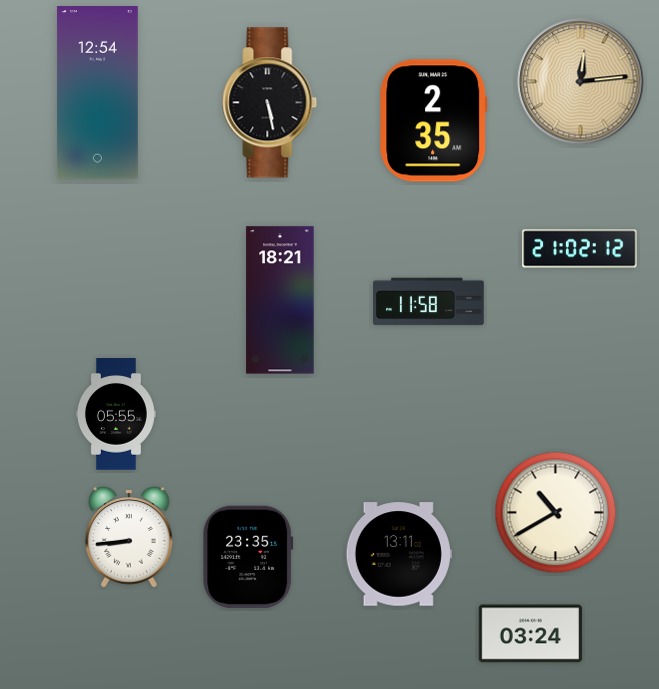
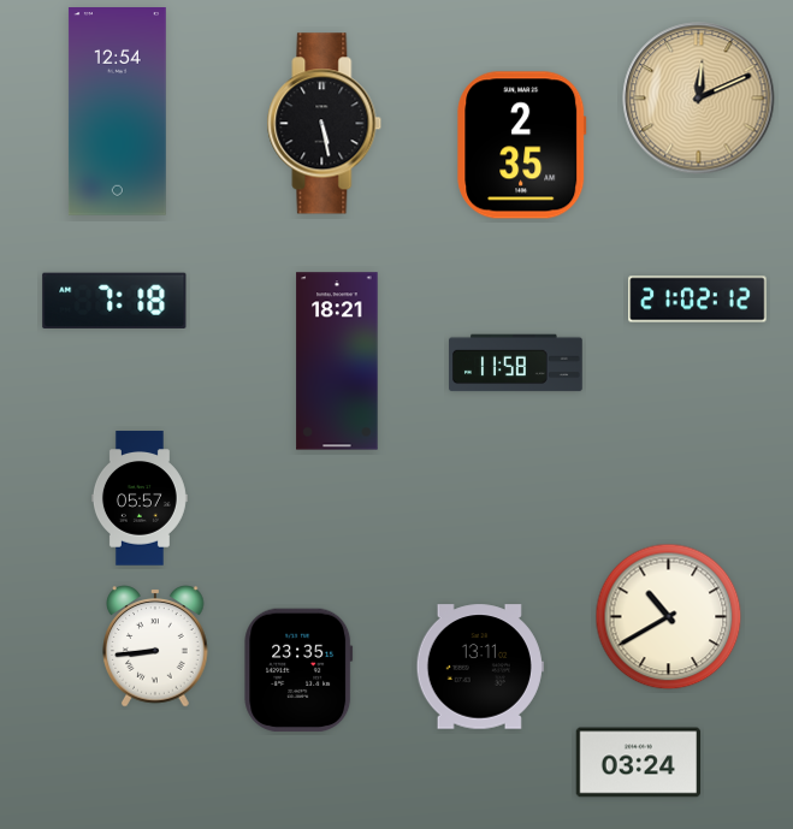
clock at (581, 82): 12:14 -> 12:11
clock at (114, 301): none -> 7:18
clock at (116, 414): 05:55 -> 05:57
